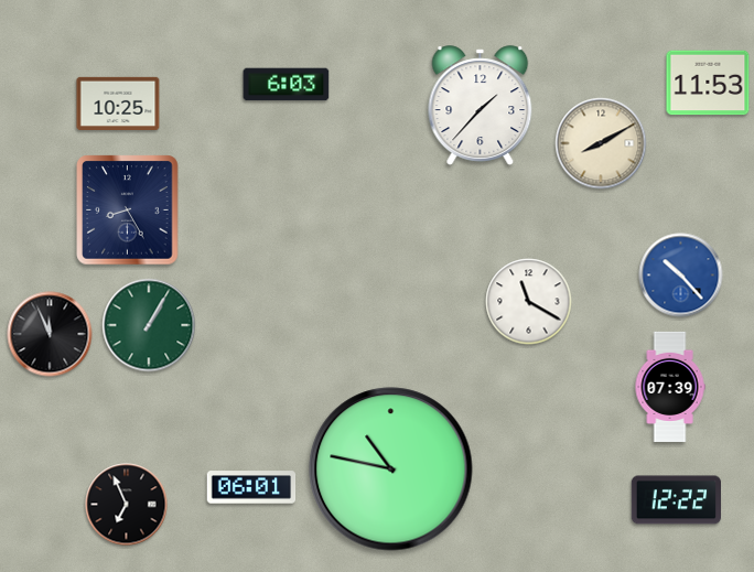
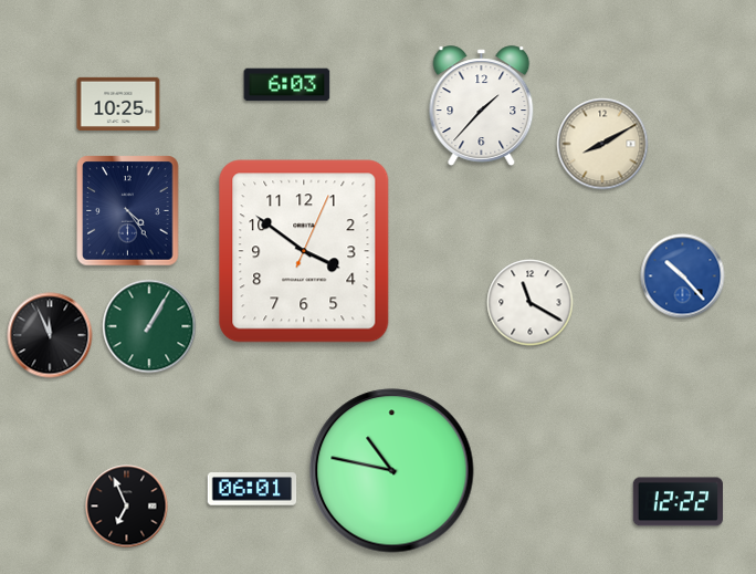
clock at (708, 83): 11:53 -> none
clock at (128, 211): 8:25 -> 4:24
clock at (304, 251): none -> 3:51
clock at (670, 386): 07:39 -> none
